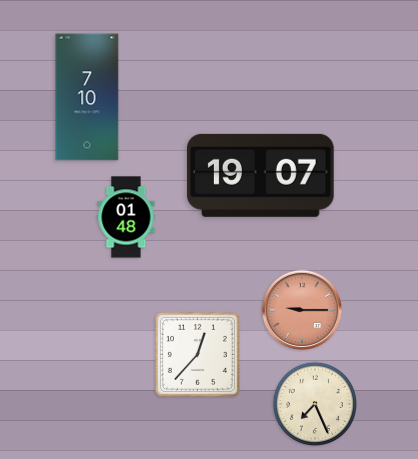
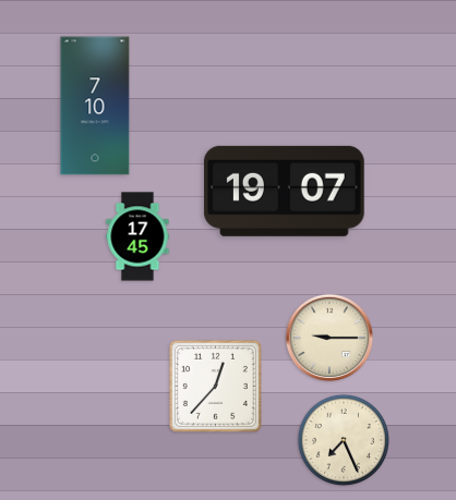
clock at (126, 217): 01:48 -> 17:45
clock at (301, 309) dial: salmon -> cream
